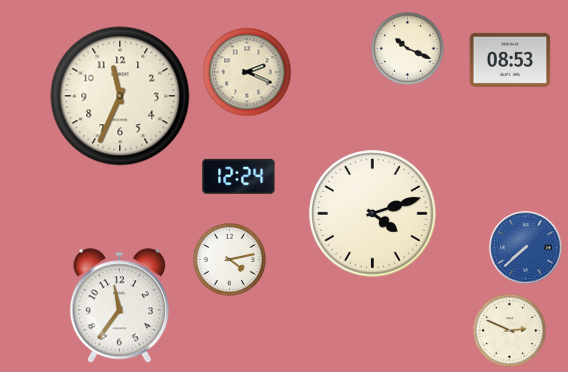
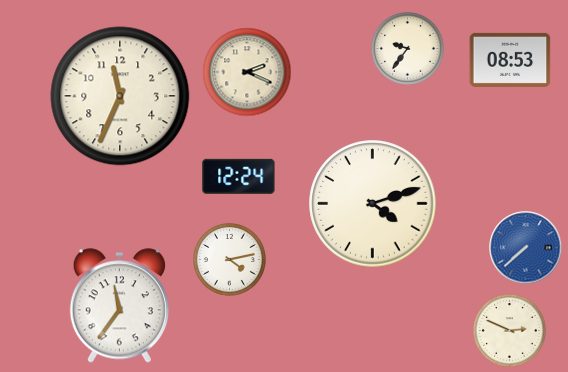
clock at (408, 49): 10:19 -> 9:36
clock at (373, 214) position: (373, 214) -> (373, 204)
